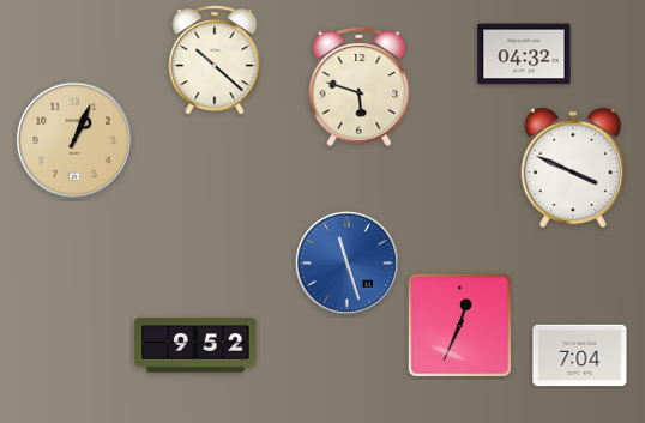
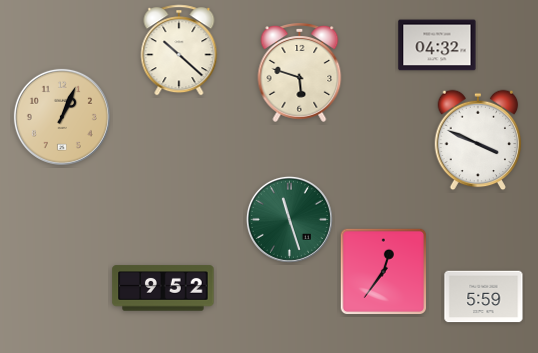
clock at (346, 262) dial: blue -> green
clock at (459, 325): 12:34 -> 12:36
clock at (580, 356): 7:04 -> 5:59
